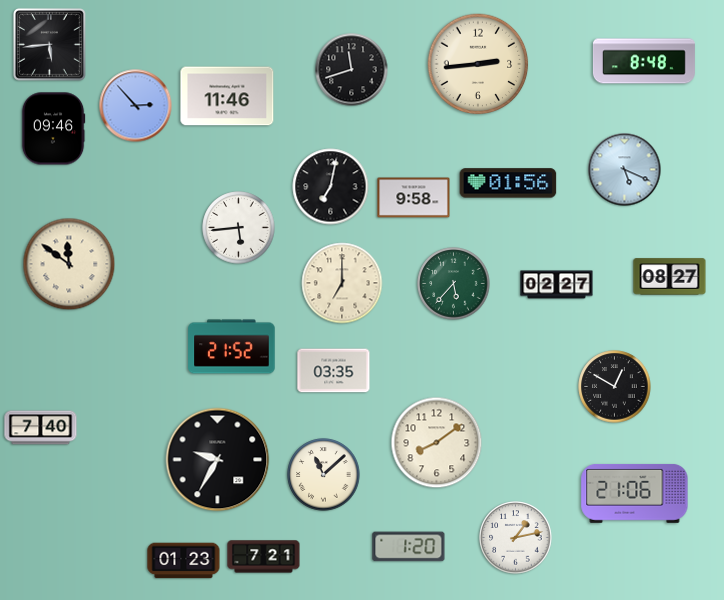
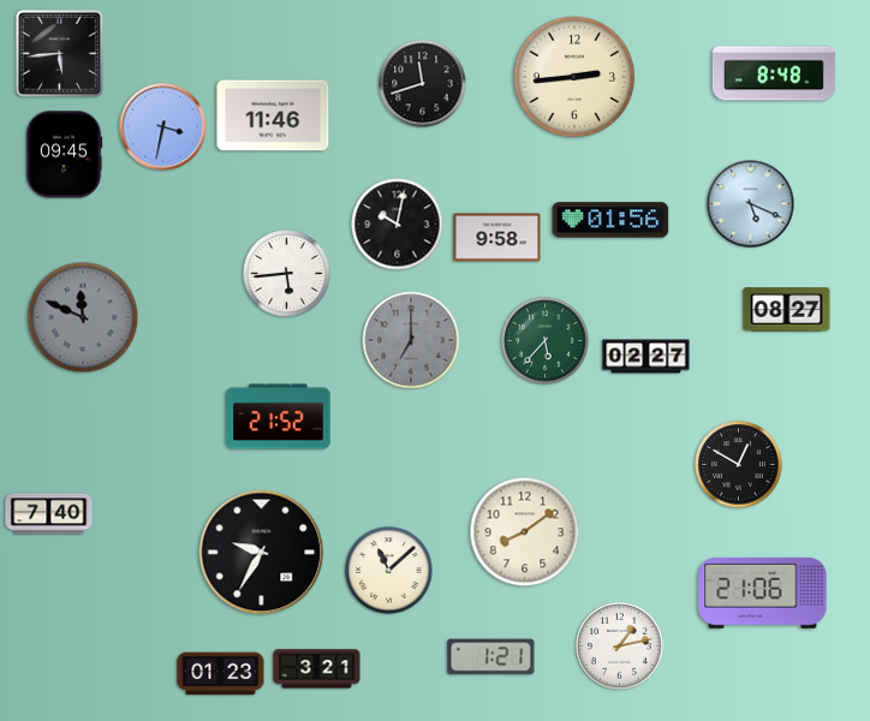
clock at (136, 106): 2:53 -> 3:32
clock at (53, 129): 09:46 -> 09:45
clock at (331, 187): 7:02 -> 10:02
clock at (69, 264): 11:51 -> 11:49
clock at (69, 264) dial: cream -> grey
clock at (670, 277) position: (670, 277) -> (787, 310)
clock at (342, 283) dial: cream -> grey
clock at (557, 285) position: (557, 285) -> (646, 357)
clock at (334, 371): 03:35 -> none
clock at (409, 547): 1:20 -> 1:21
clock at (264, 557): 7:21 -> 3:21
